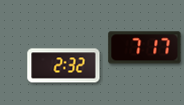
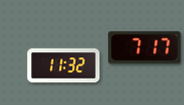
clock at (64, 66): 2:32 -> 11:32
